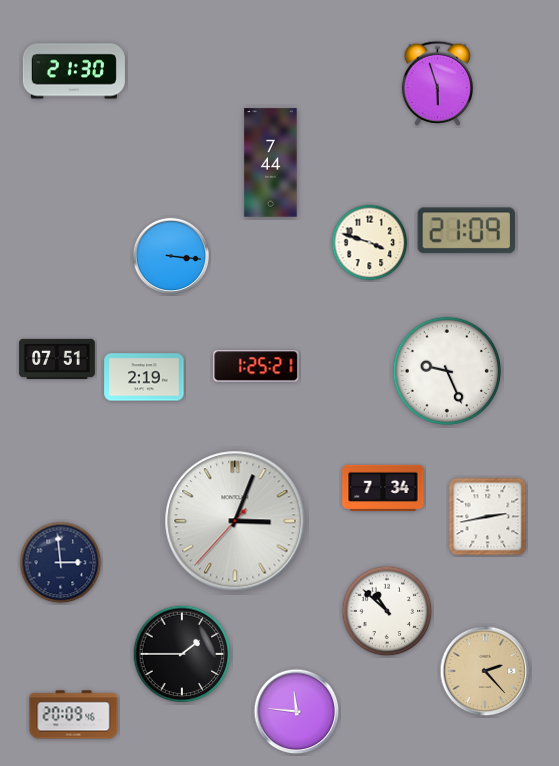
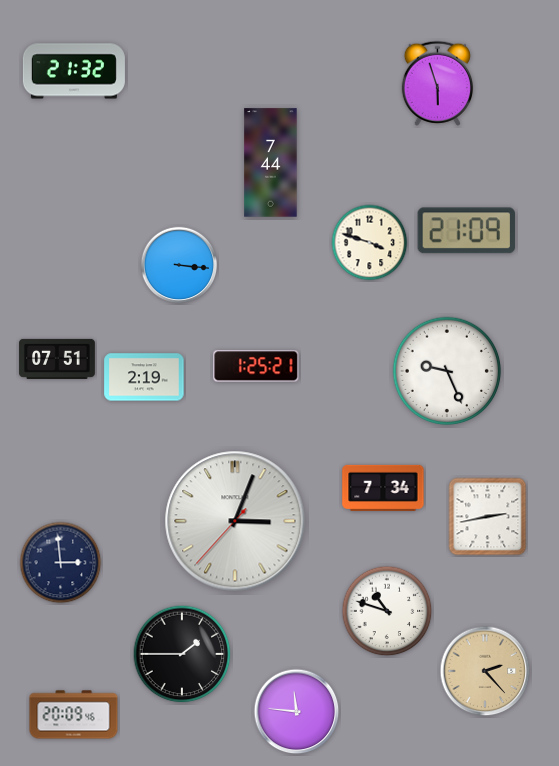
clock at (74, 71): 21:30 -> 21:32
clock at (171, 256) position: (171, 256) -> (179, 265)
clock at (387, 611): 10:52 -> 10:48
